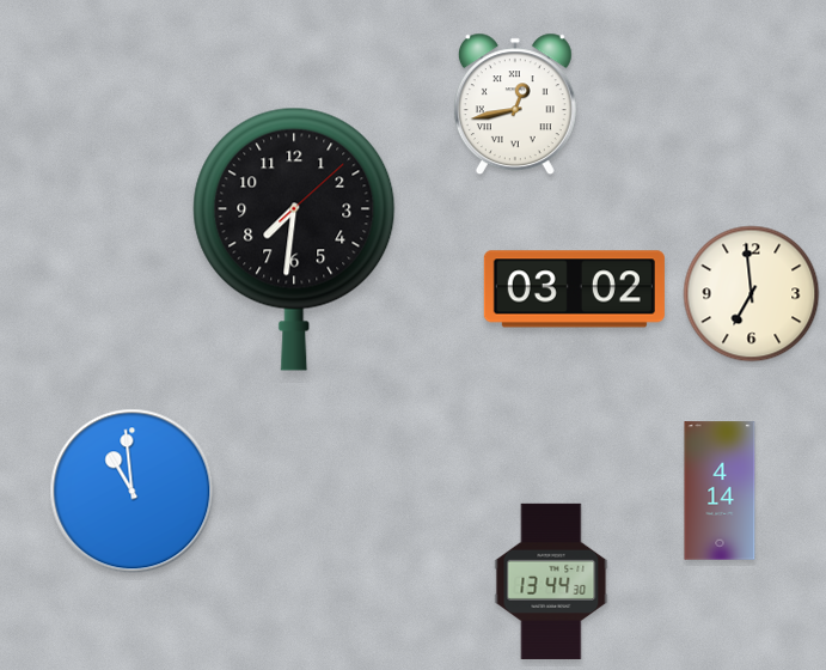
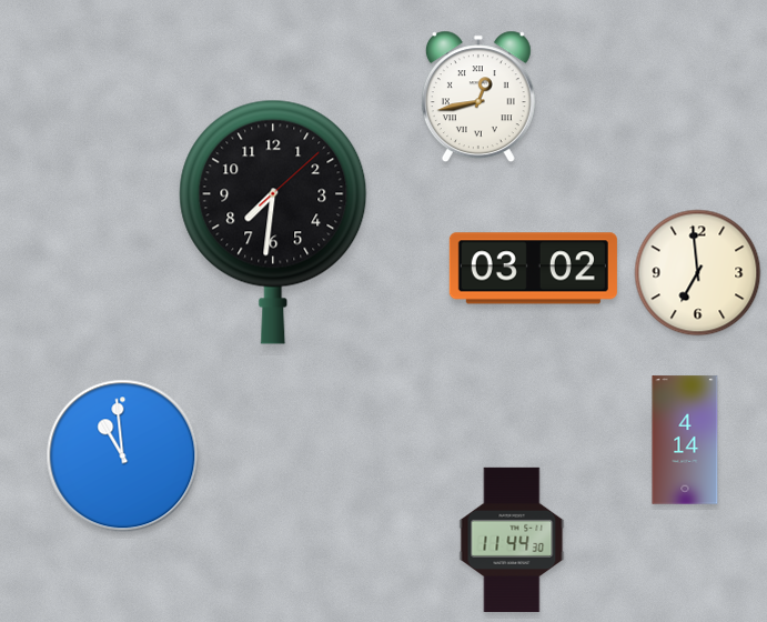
clock at (720, 491) position: (720, 491) -> (685, 440)
clock at (551, 581): 13:44 -> 11:44
